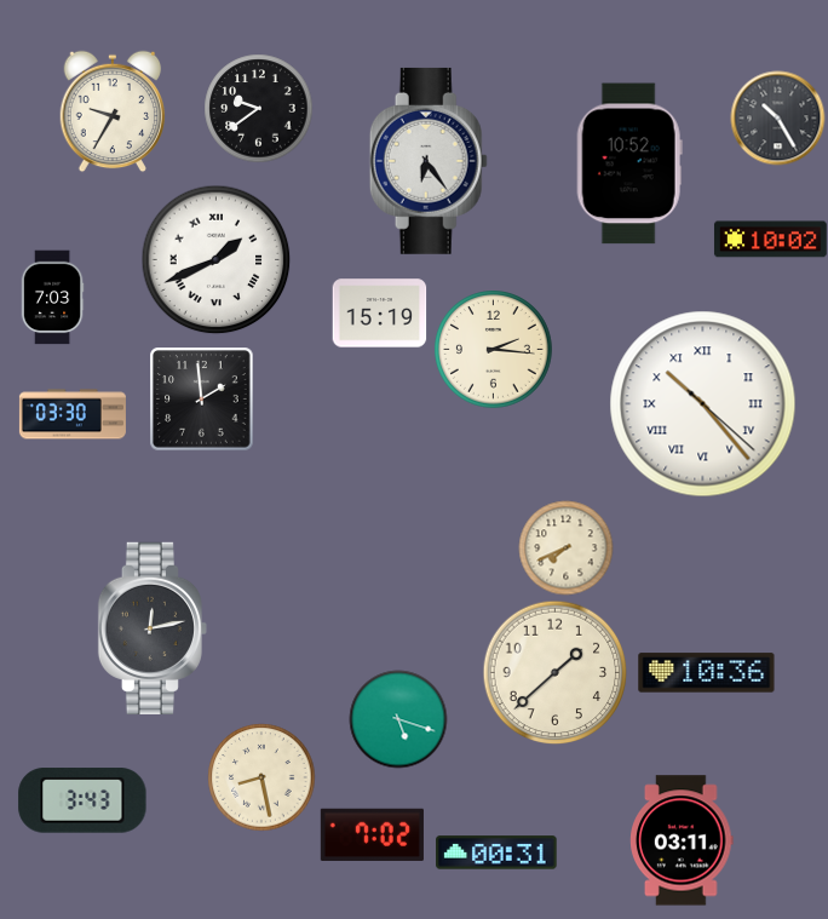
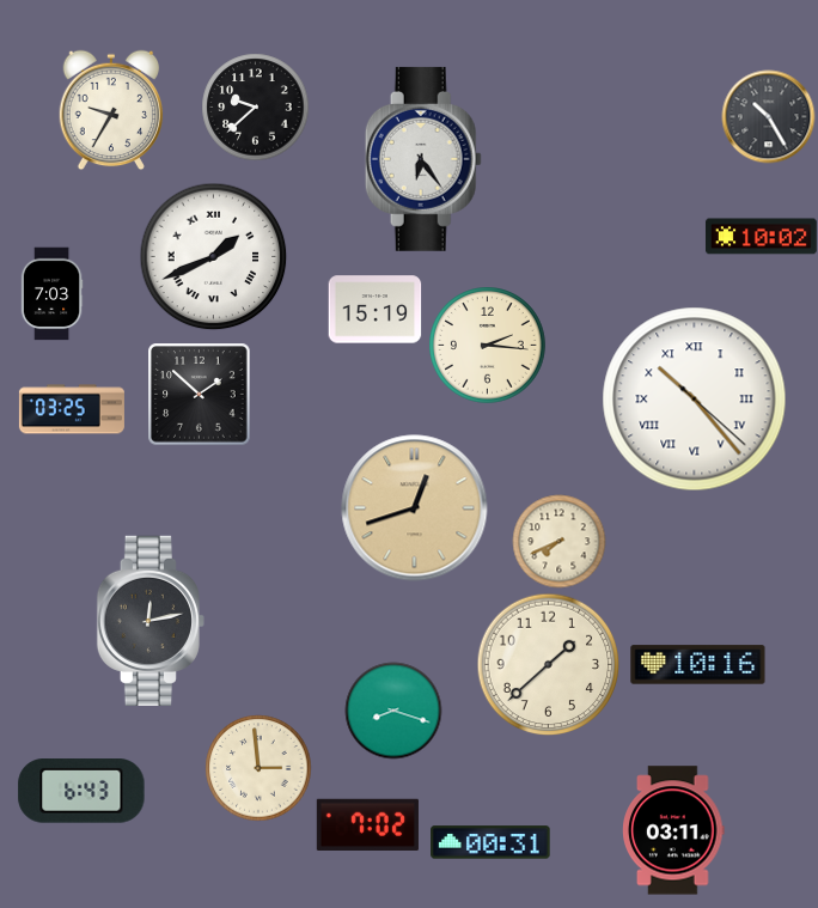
clock at (258, 108): 9:39 -> 9:38
clock at (629, 163): 10:52 -> none
clock at (201, 398): 1:59 -> 1:52
clock at (73, 414): 03:30 -> 03:25
clock at (415, 508): none -> 12:42
clock at (707, 673): 10:36 -> 10:16
clock at (398, 719): 5:18 -> 8:18
clock at (261, 777): 8:28 -> 2:59
clock at (82, 800): 3:43 -> 6:43
